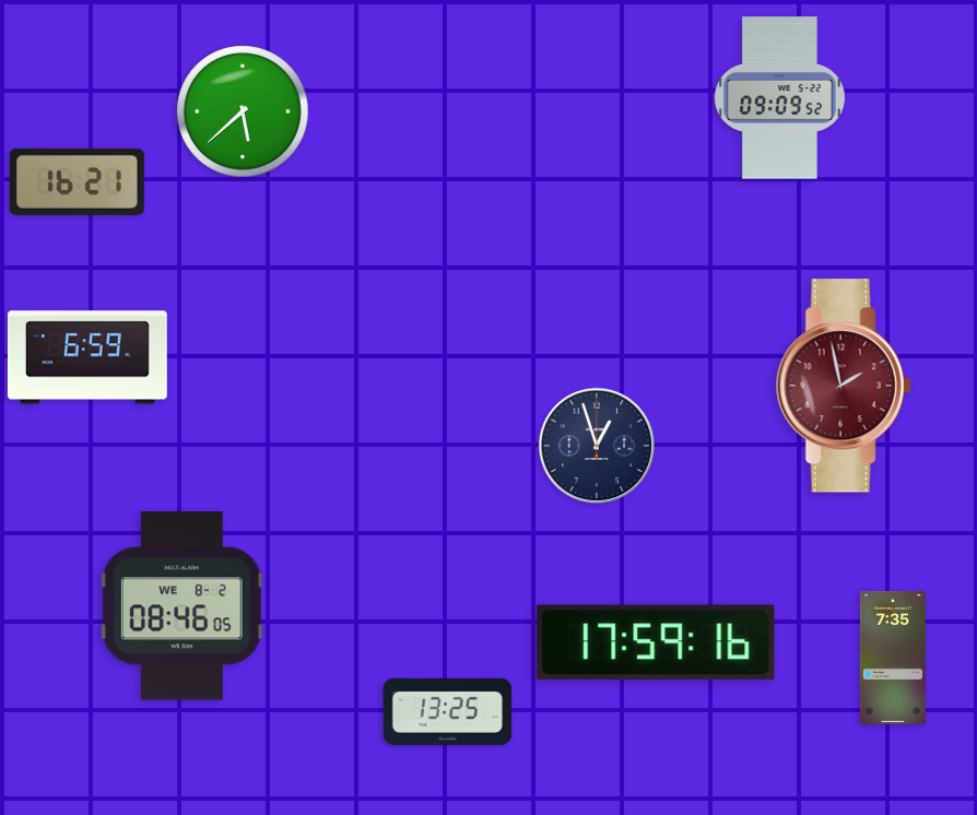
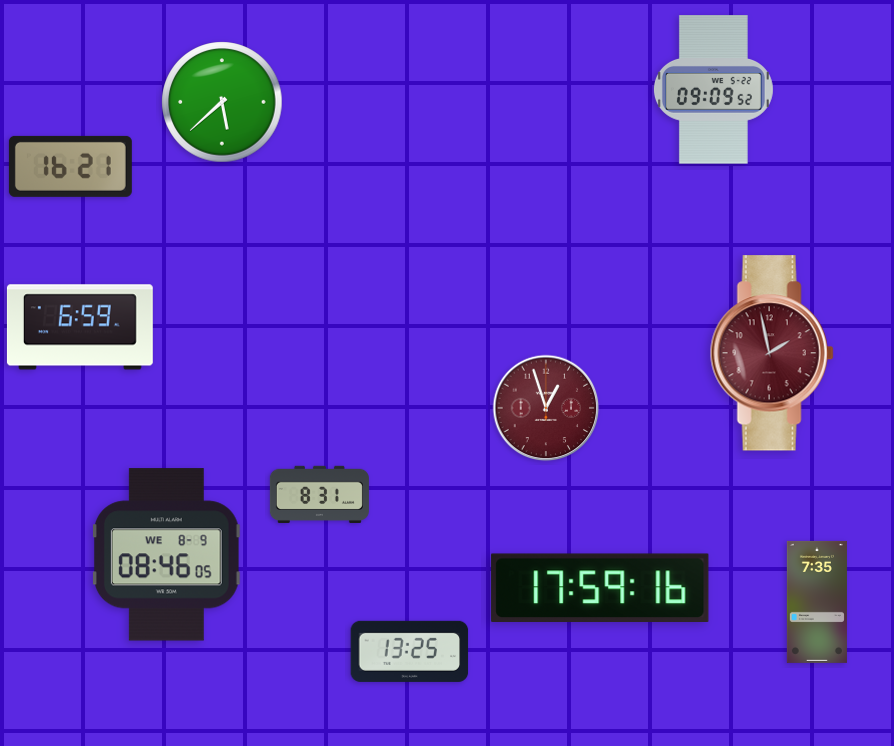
clock at (597, 446) dial: navy -> burgundy
clock at (319, 494): none -> 8:31
clock at (181, 606) date: WE 8-2 -> WE 8-9
